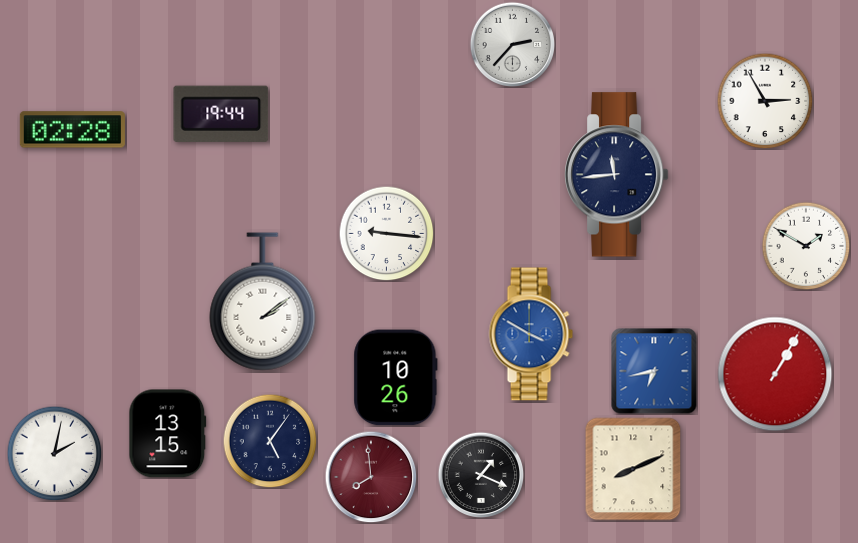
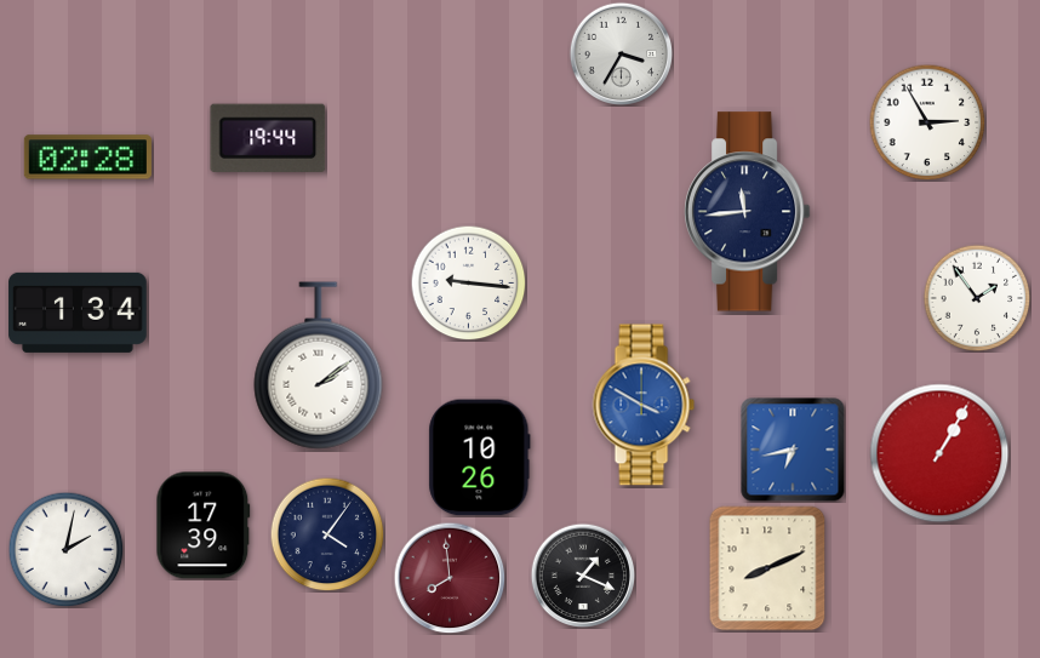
clock at (512, 44): 2:37 -> 3:35
clock at (806, 246): 1:50 -> 1:54
clock at (78, 313): none -> 1:34
clock at (168, 434): 13:15 -> 17:39
clock at (270, 441): 5:06 -> 4:06
